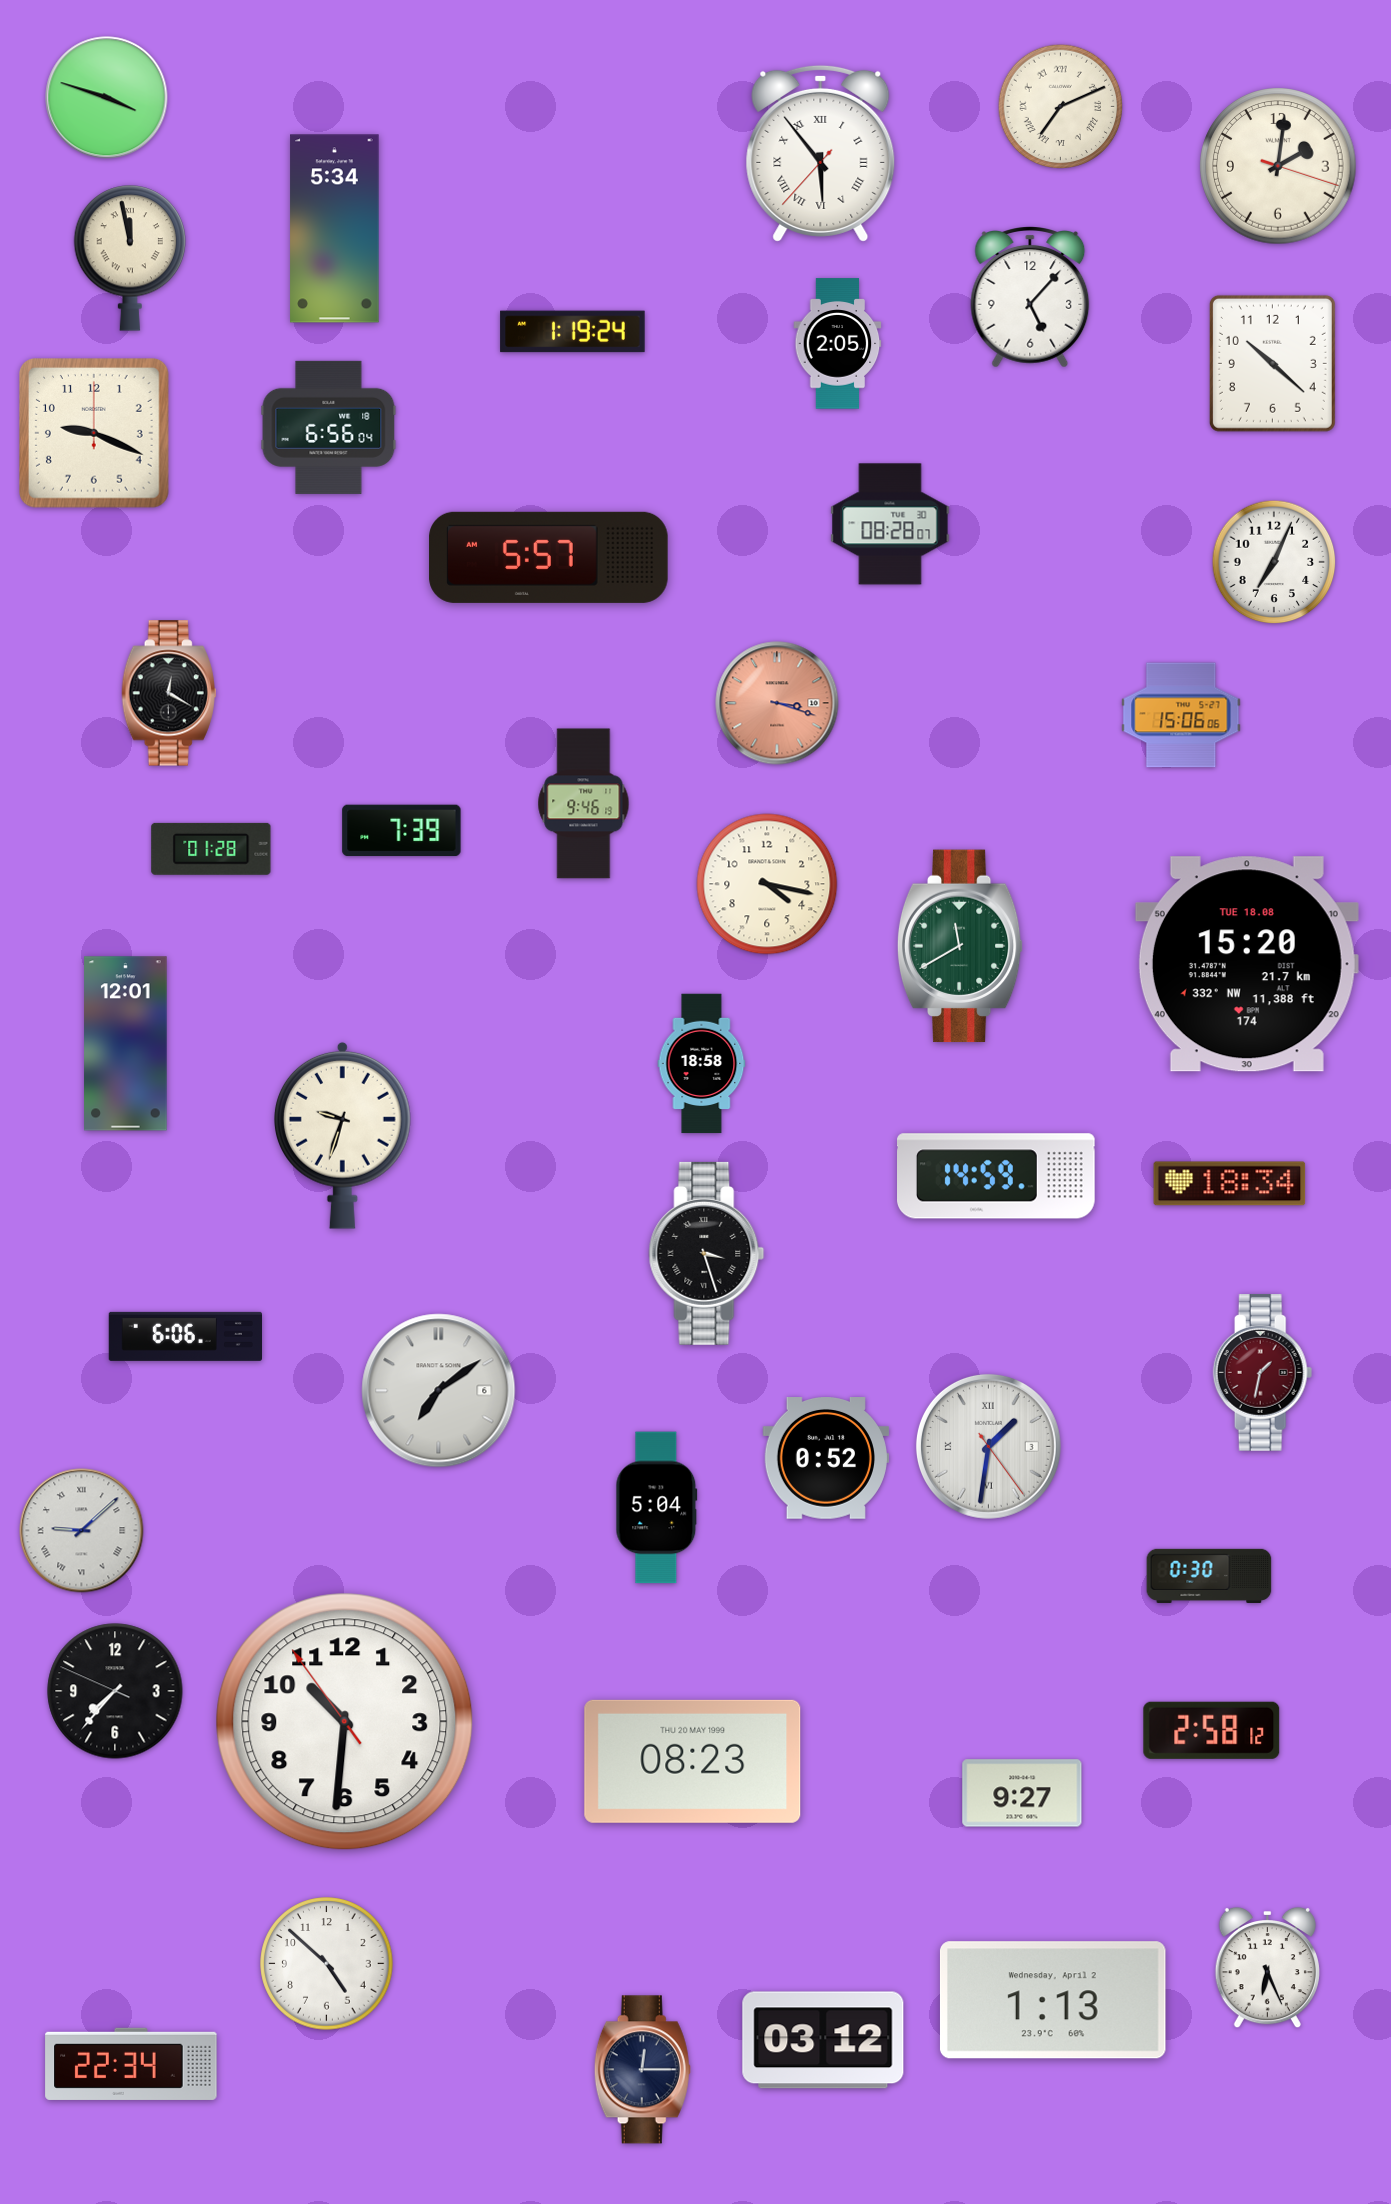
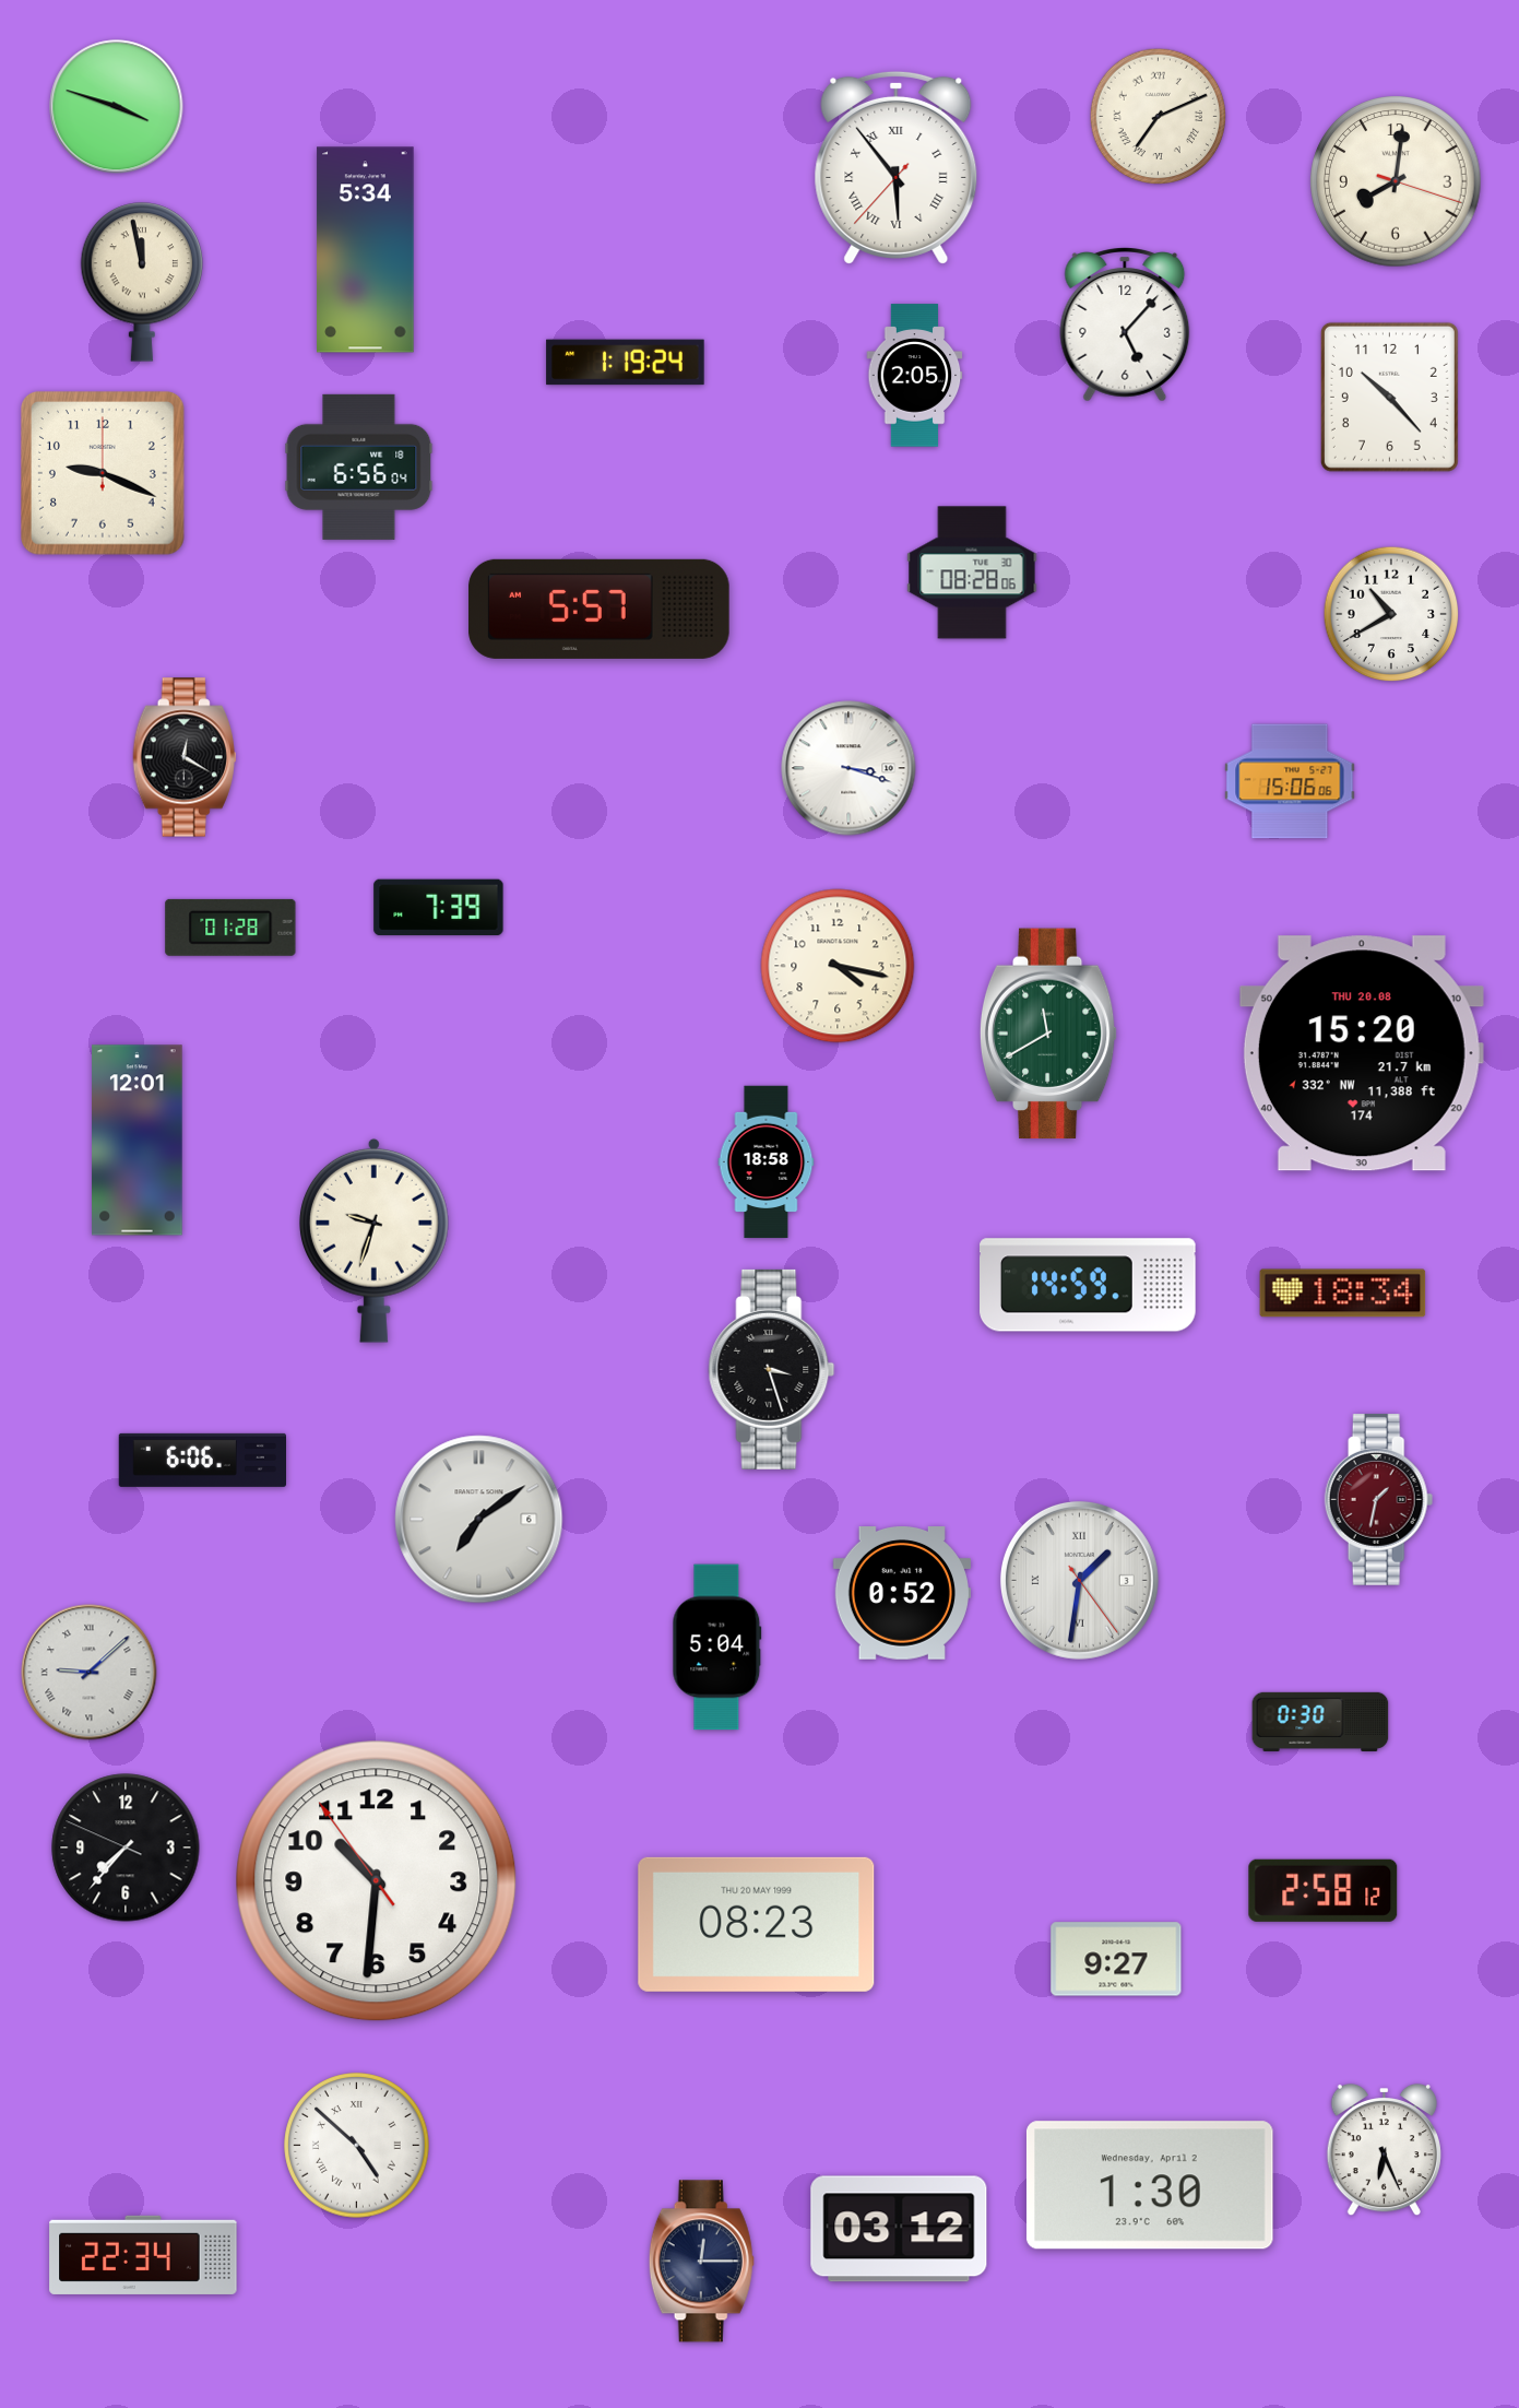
clock at (1278, 166): 2:01 -> 8:01
clock at (1272, 363): 10:22 -> 10:23
clock at (890, 524): 08:28:07 -> 08:28:06
clock at (1274, 562): 7:04 -> 10:40
clock at (777, 703) dial: salmon -> white
clock at (584, 804): 9:46 -> none
clock at (1247, 964) date: TUE 18.08 -> THU 20.08
clock at (327, 1964) numerals: Arabic -> Roman
clock at (1053, 2000): 1:13 -> 1:30
